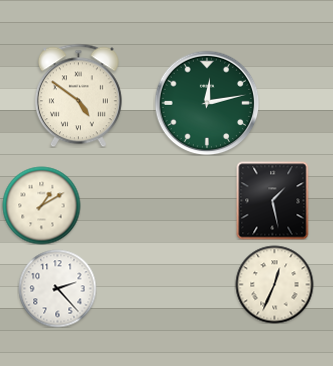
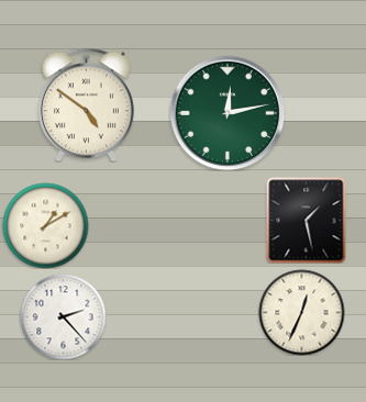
clock at (273, 200) position: (273, 200) -> (307, 220)
